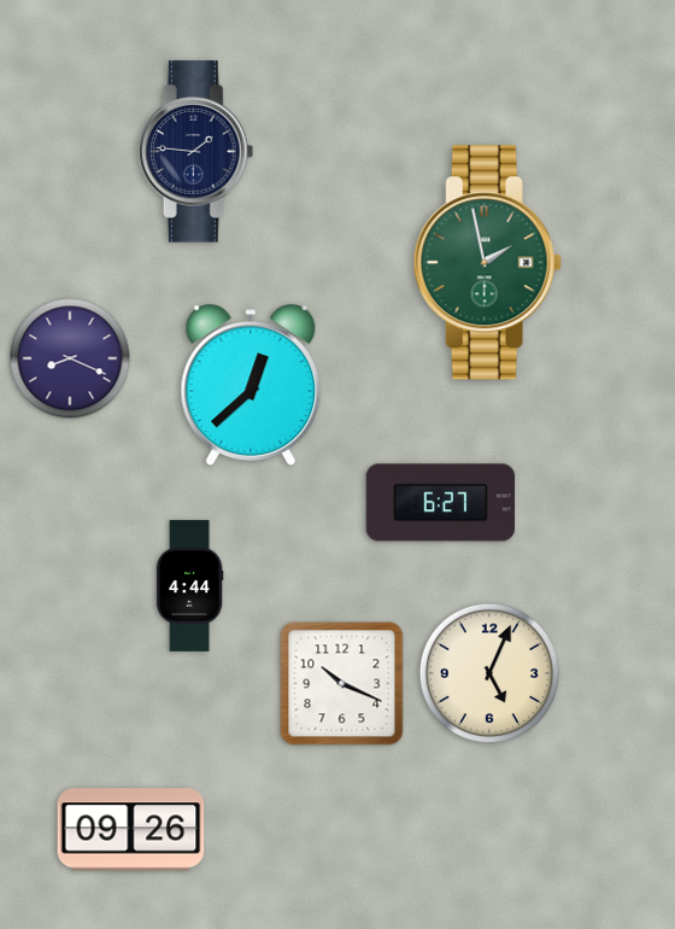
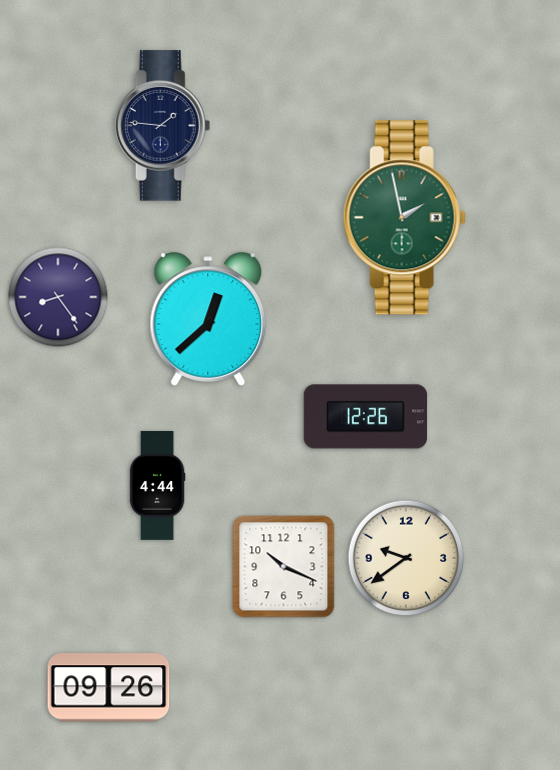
clock at (70, 358): 8:19 -> 8:24
clock at (441, 503): 6:27 -> 12:26
clock at (489, 673): 5:04 -> 9:39
